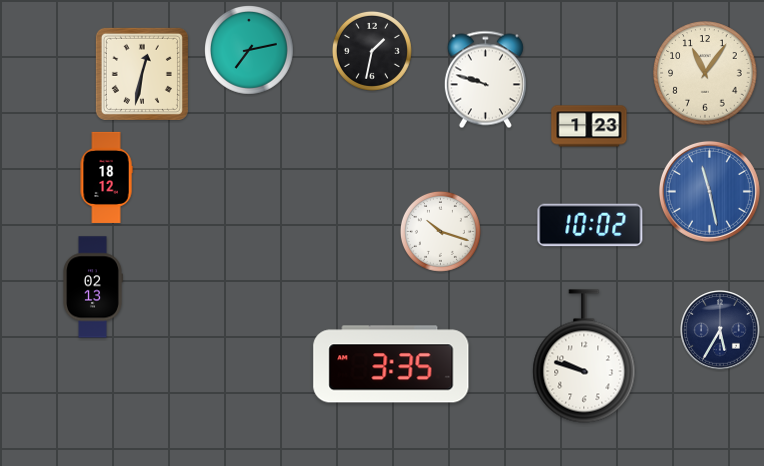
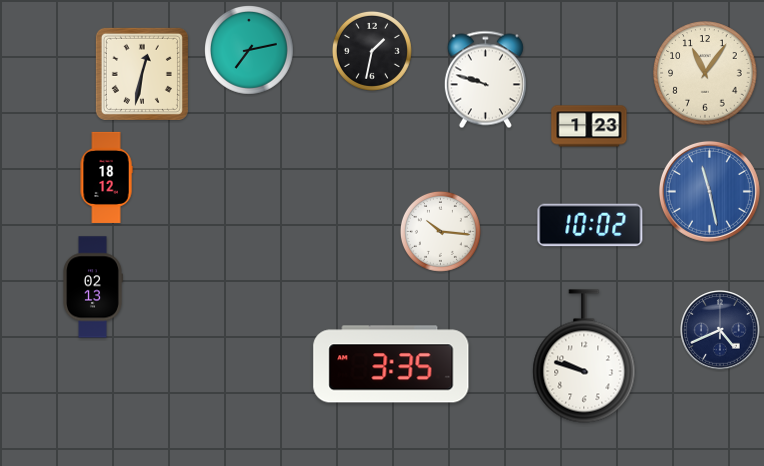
clock at (440, 231): 10:18 -> 10:16
clock at (720, 330): 5:35 -> 4:41
